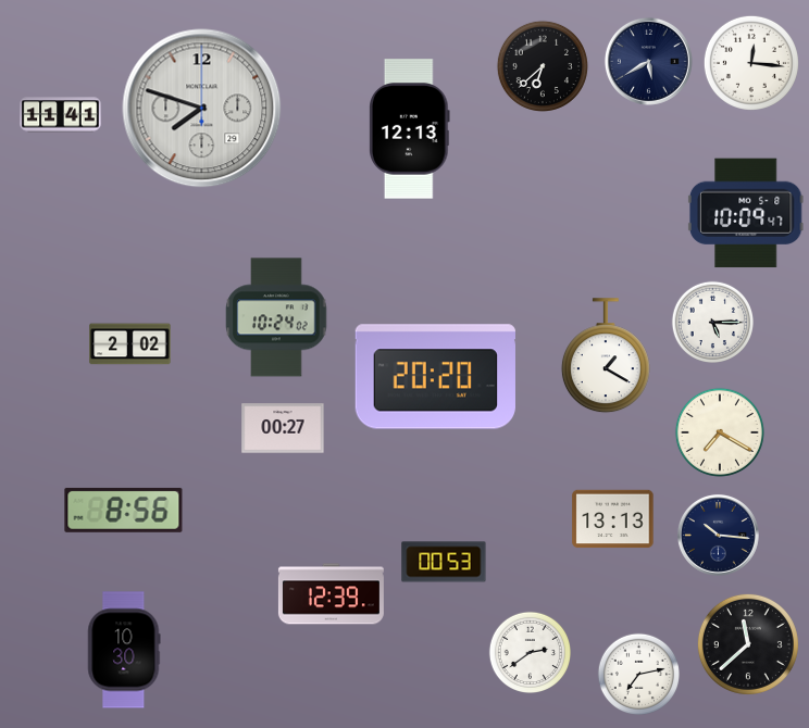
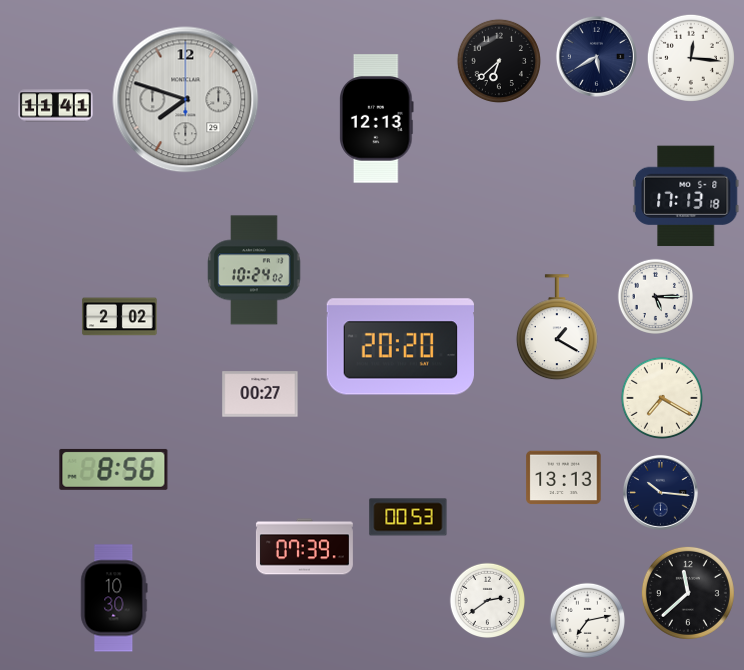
clock at (746, 213): 10:09 -> 17:13
clock at (276, 317) position: (276, 317) -> (254, 270)
clock at (331, 594): 12:39 -> 07:39
